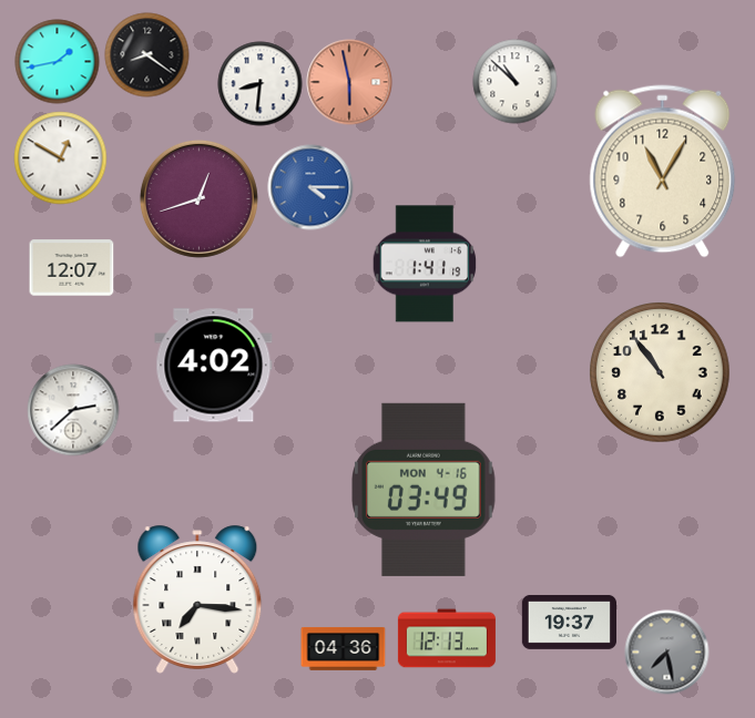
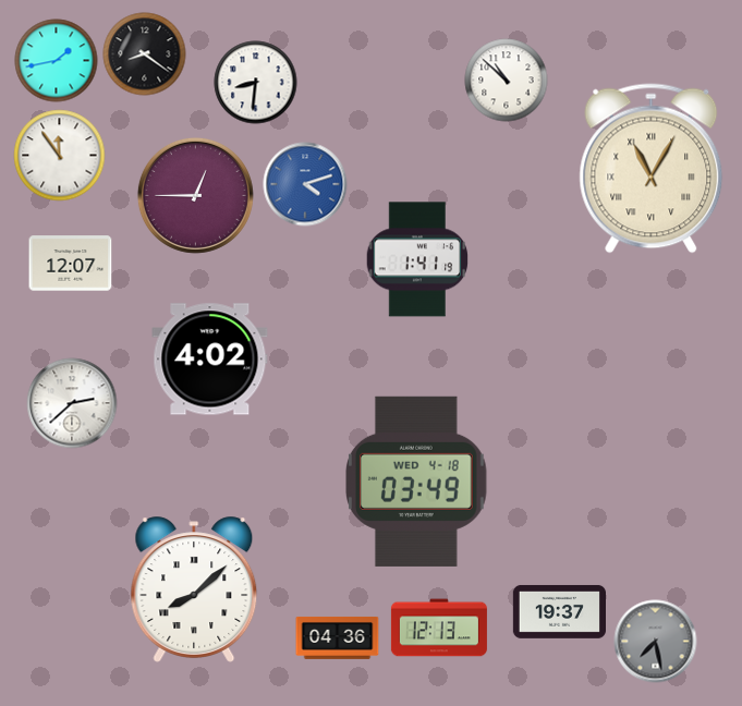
clock at (349, 82): 5:58 -> none
clock at (61, 158): 12:50 -> 11:54
clock at (663, 172) numerals: Arabic -> Roman
clock at (310, 187): 4:15 -> 4:12
clock at (198, 198): 12:42 -> 12:45
clock at (660, 372): 10:54 -> none
clock at (425, 490) date: MON 4-16 -> WED 4-18
clock at (197, 599): 7:16 -> 8:08
